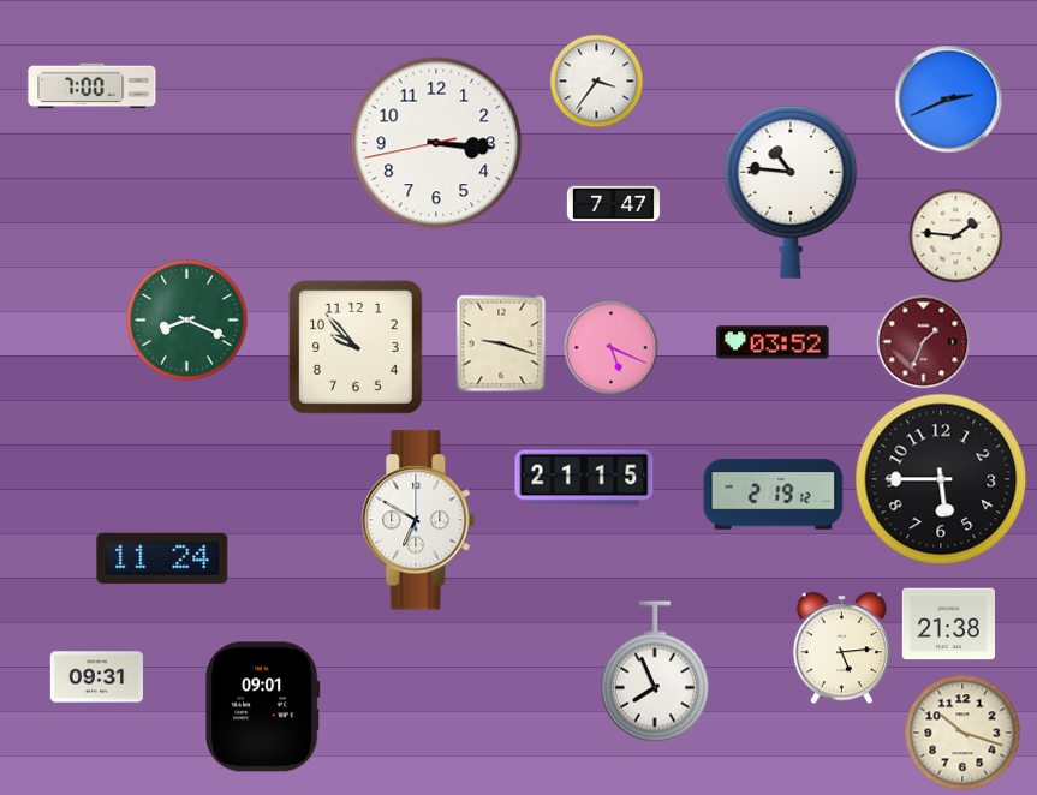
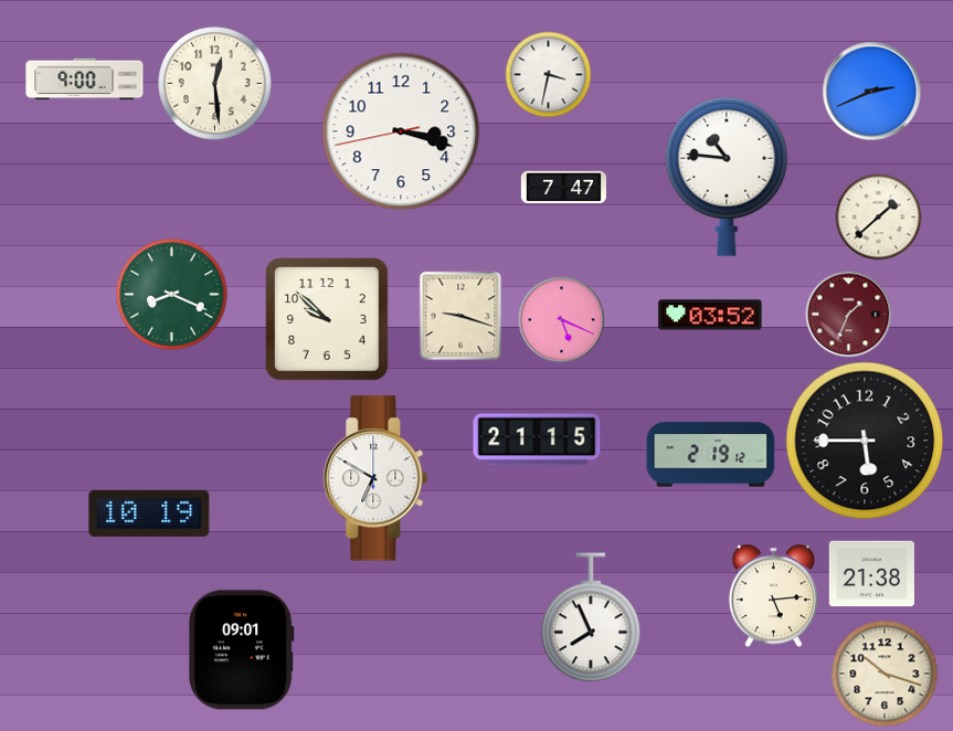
clock at (596, 80): 3:36 -> 3:32
clock at (93, 86): 7:00 -> 9:00
clock at (215, 84): none -> 12:29
clock at (436, 143): 3:15 -> 3:17
clock at (955, 235): 1:46 -> 1:38
clock at (356, 347): 9:53 -> 9:52
clock at (418, 520) position: (418, 520) -> (375, 478)
clock at (162, 558): 11:24 -> 10:19
clock at (655, 671) position: (655, 671) -> (591, 617)
clock at (96, 677): 09:31 -> none
